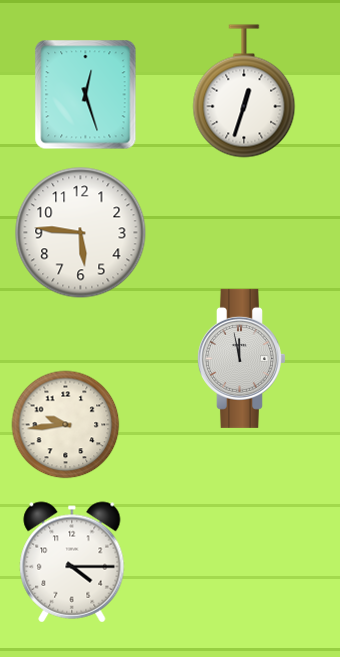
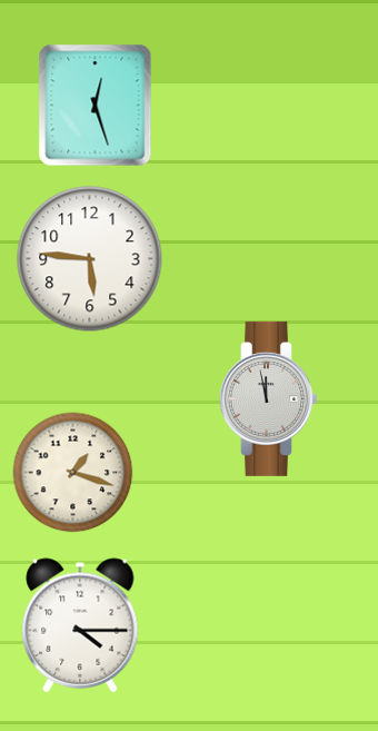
clock at (244, 91): 12:33 -> none
clock at (66, 425): 9:44 -> 1:18
